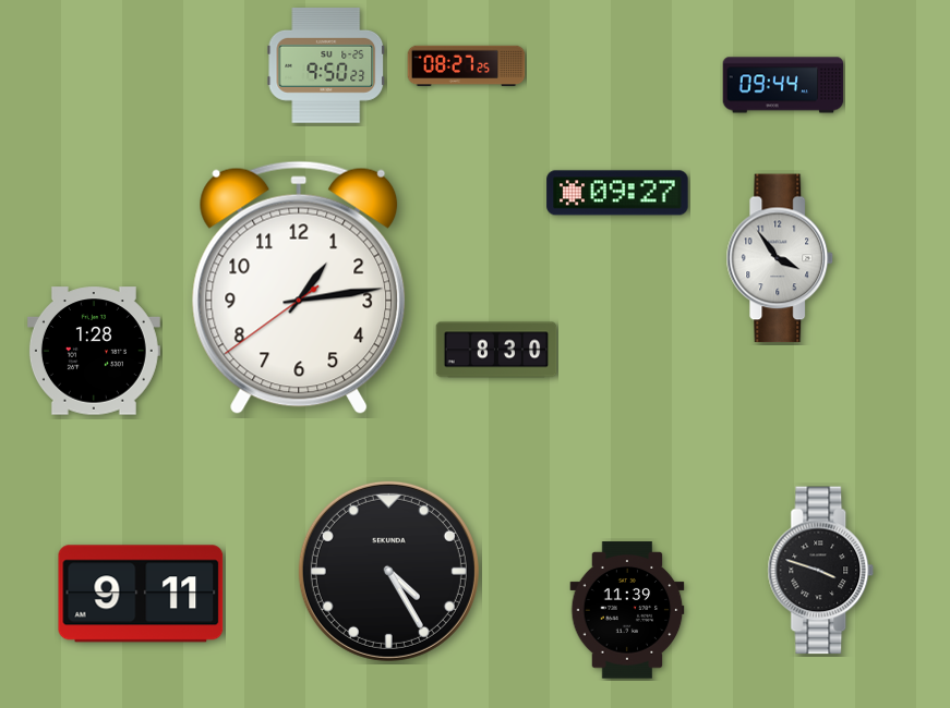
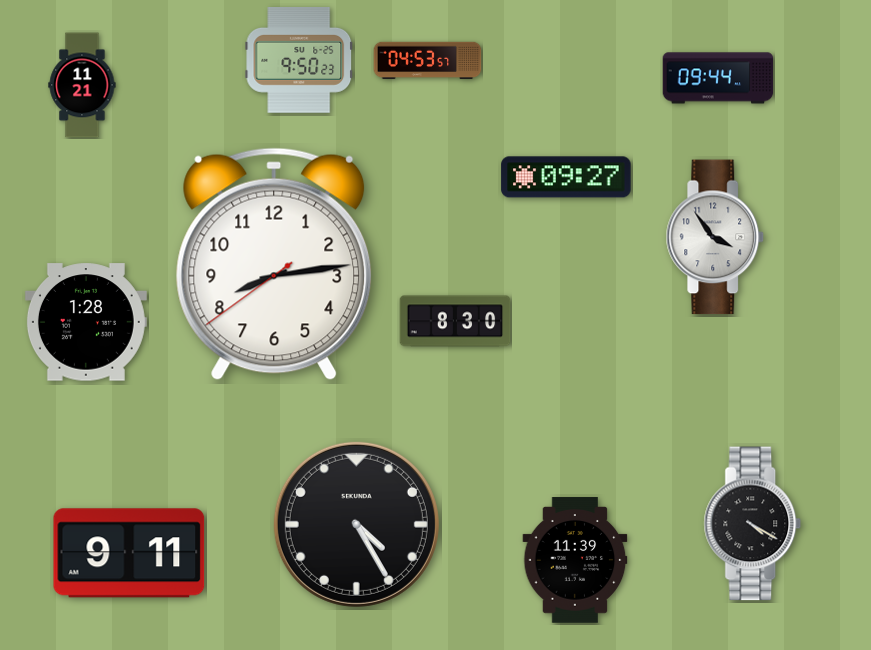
clock at (467, 66): 08:27 -> 04:53
clock at (82, 85): none -> 11:21
clock at (299, 288): 1:13 -> 8:13
clock at (821, 571): 3:48 -> 4:20
clock at (141, 594) position: (141, 594) -> (129, 553)
